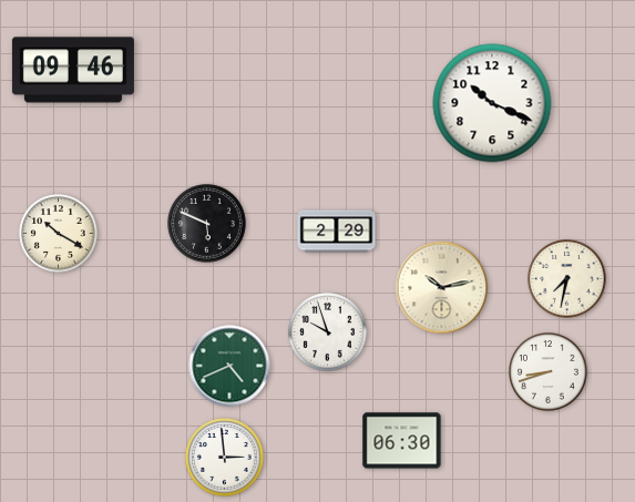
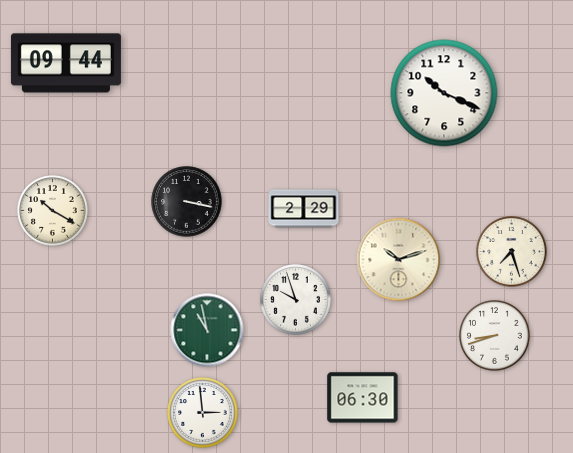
clock at (73, 70): 09:46 -> 09:44
clock at (207, 224): 5:49 -> 3:17
clock at (567, 279): 7:32 -> 7:27
clock at (442, 288): 10:13 -> 10:12
clock at (229, 366): 4:41 -> 10:58
